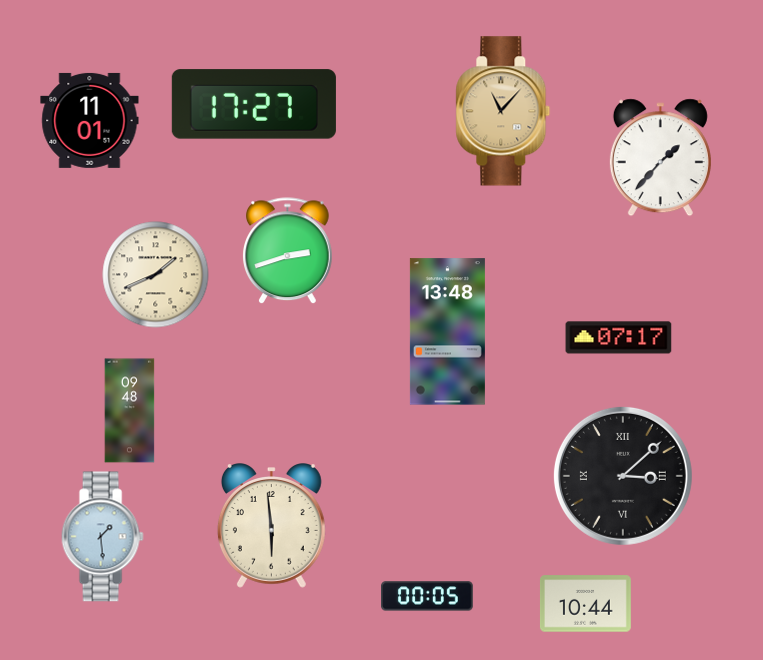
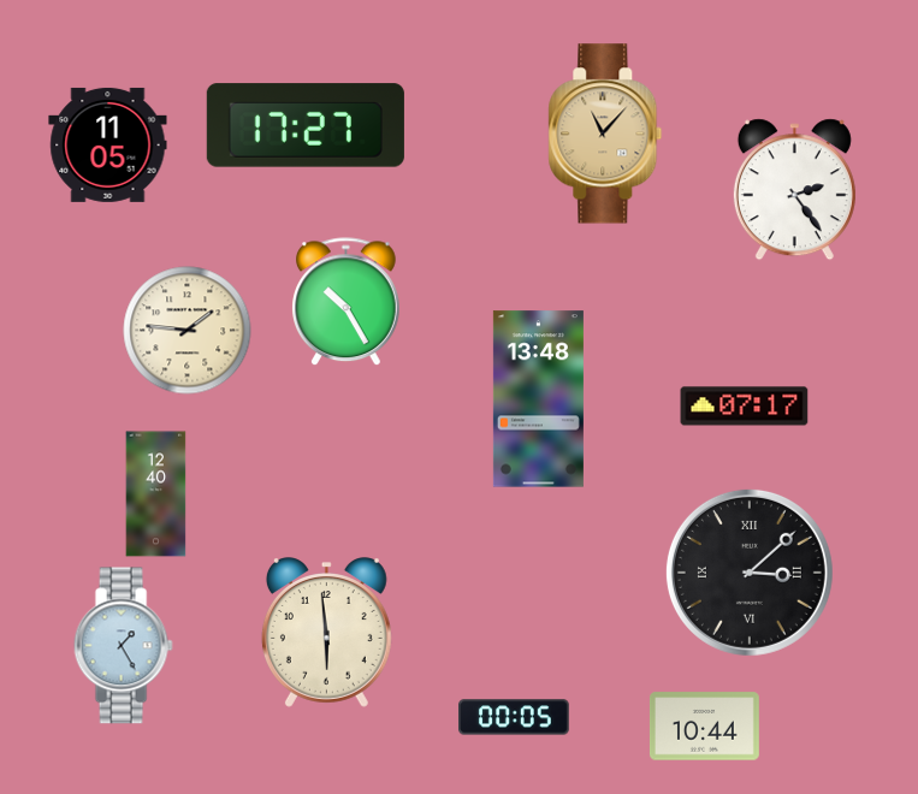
clock at (90, 120): 11:01 -> 11:05
clock at (660, 158): 1:37 -> 2:24
clock at (288, 251): 2:42 -> 10:25
clock at (156, 275): 1:41 -> 1:46
clock at (130, 411): 09:48 -> 12:40
clock at (102, 537): 1:29 -> 1:25
